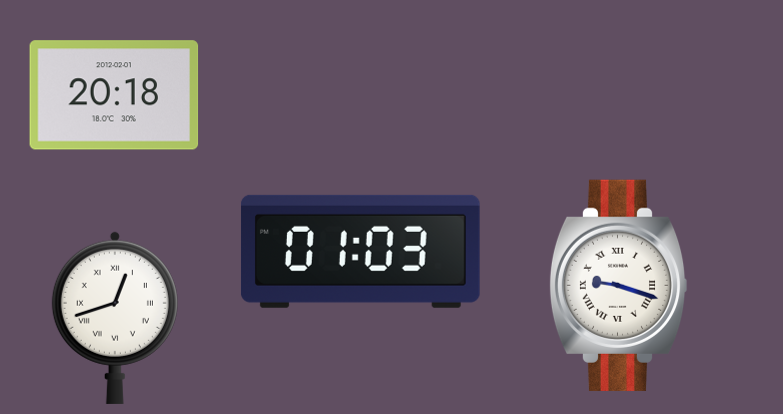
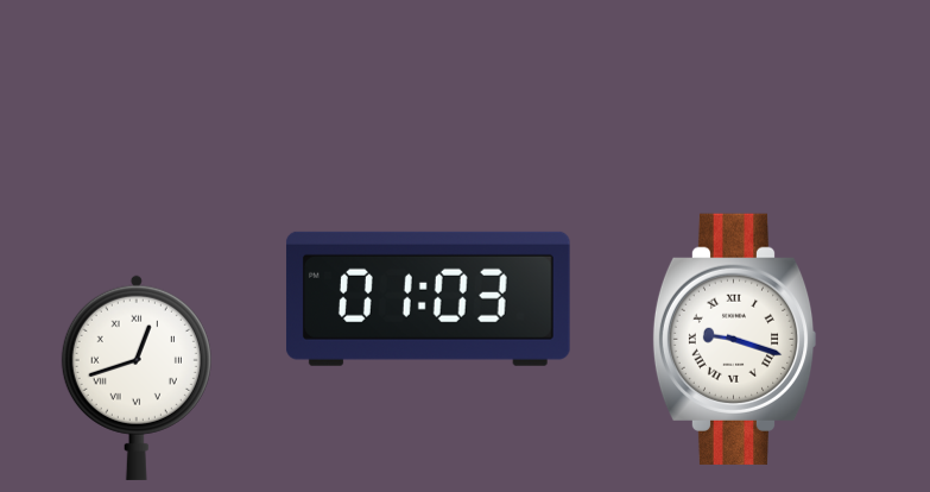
clock at (114, 95): 20:18 -> none
